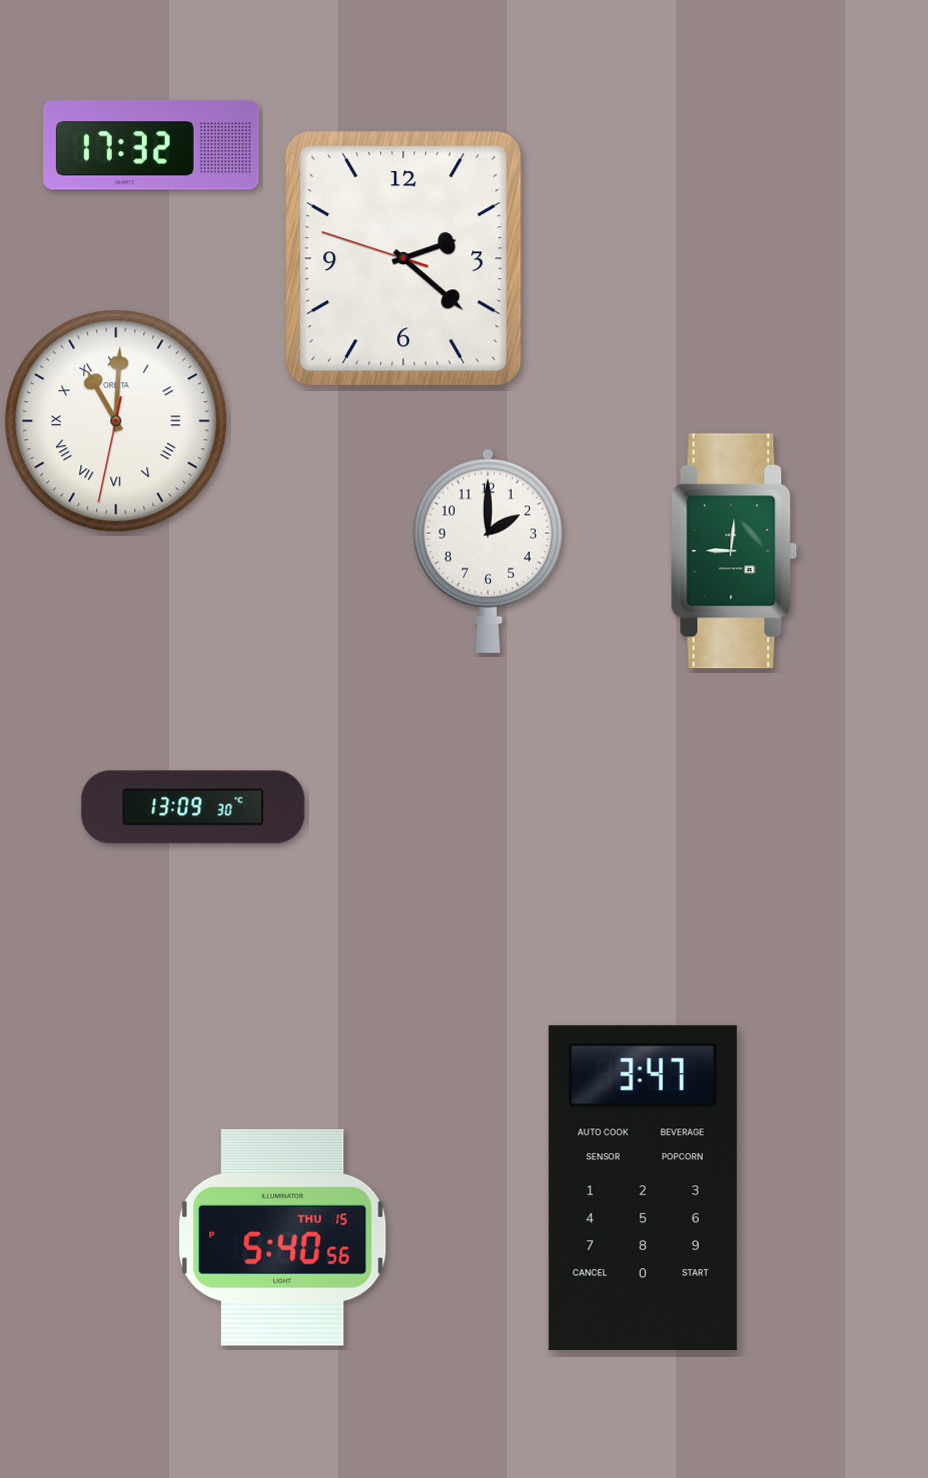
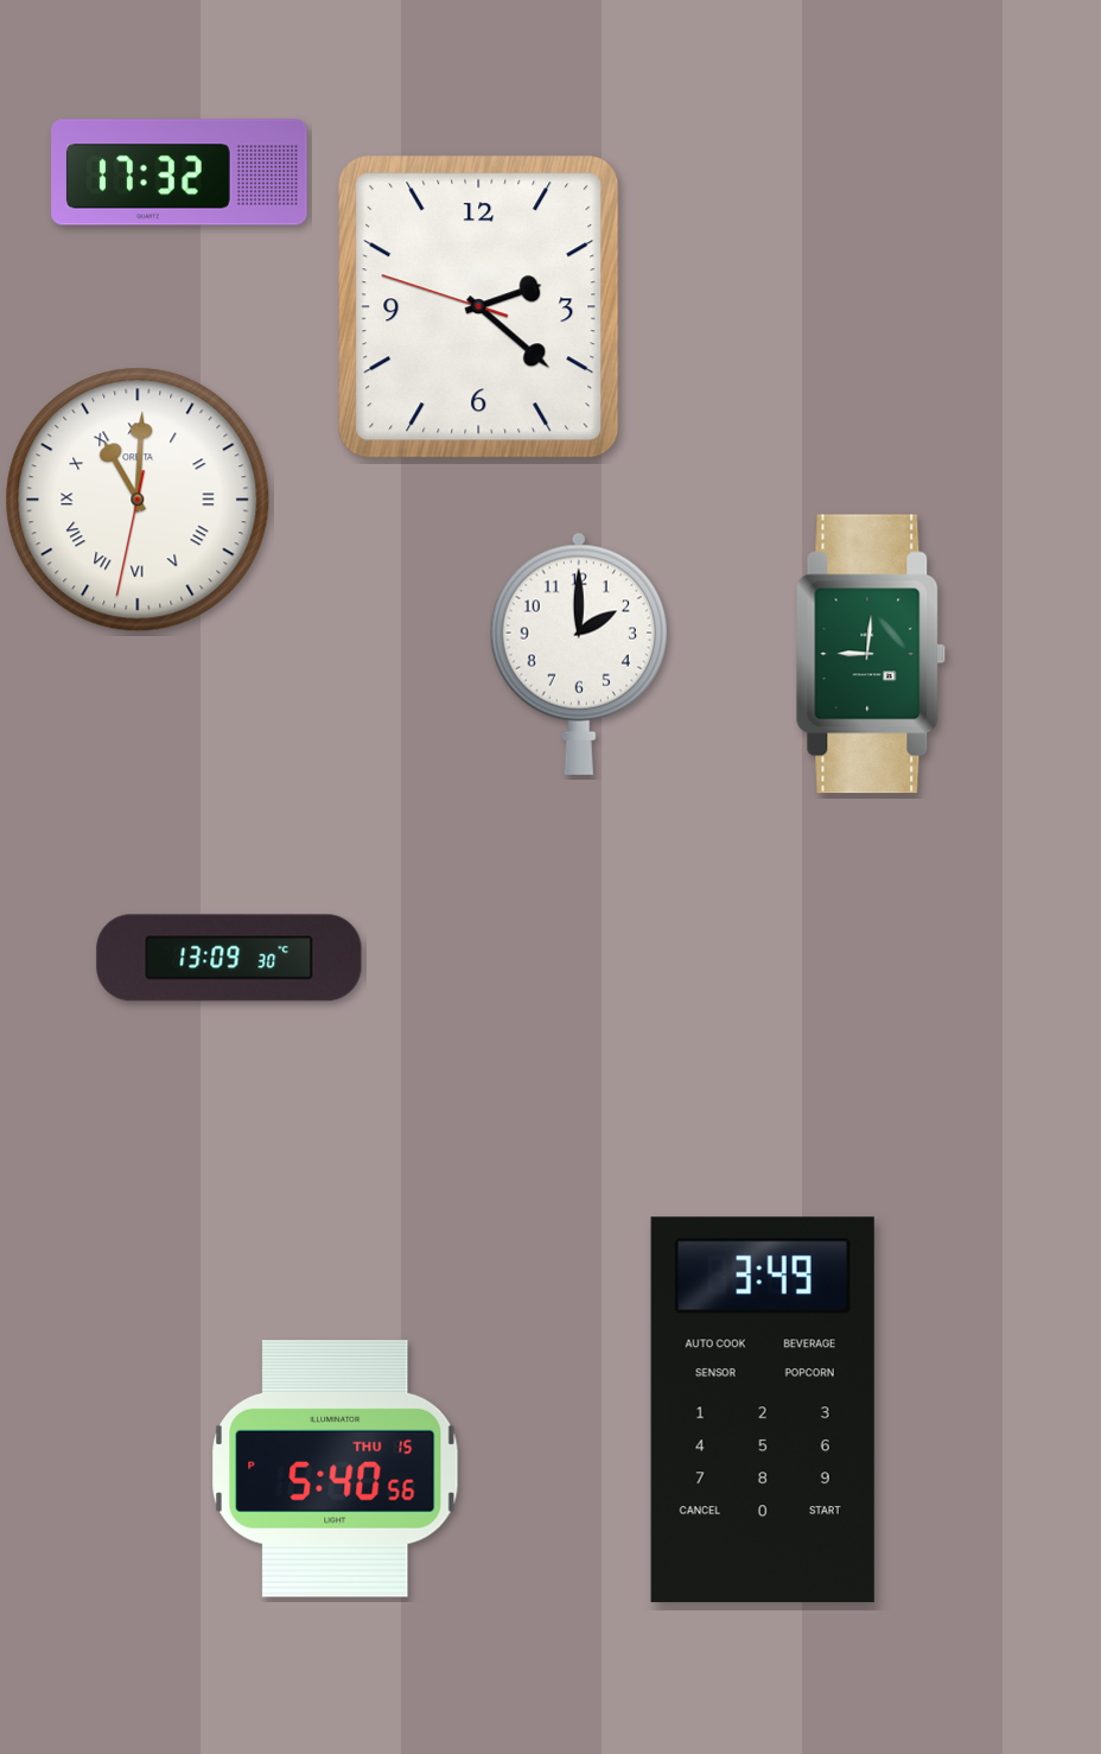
clock at (643, 1188): 3:47 -> 3:49
